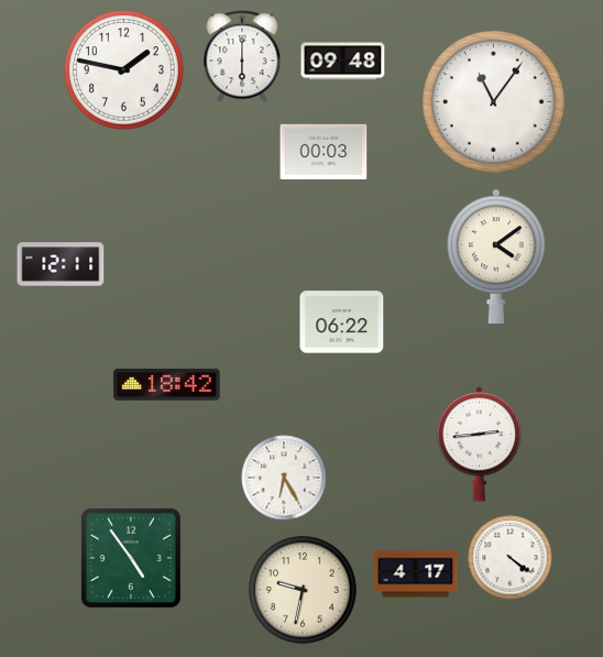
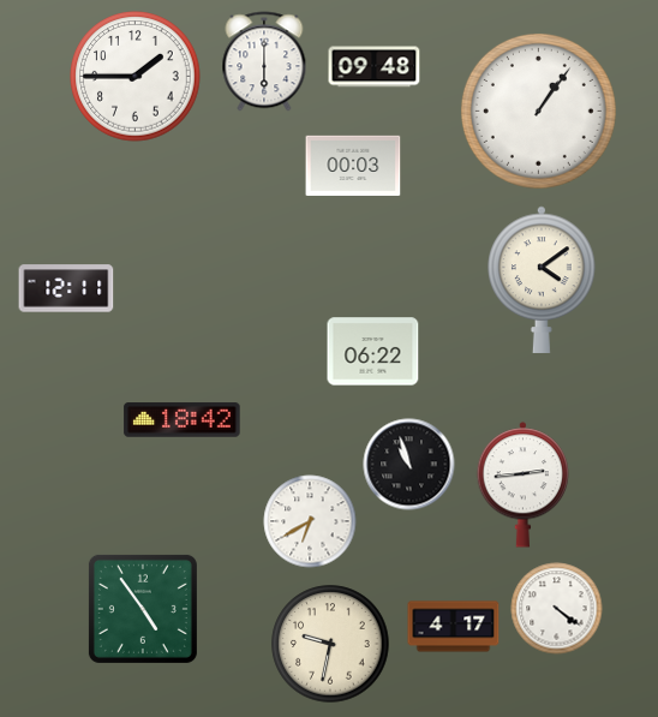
clock at (124, 70): 1:47 -> 1:45
clock at (493, 101): 11:06 -> 1:06
clock at (409, 465): none -> 10:57
clock at (284, 478): 6:25 -> 6:40
